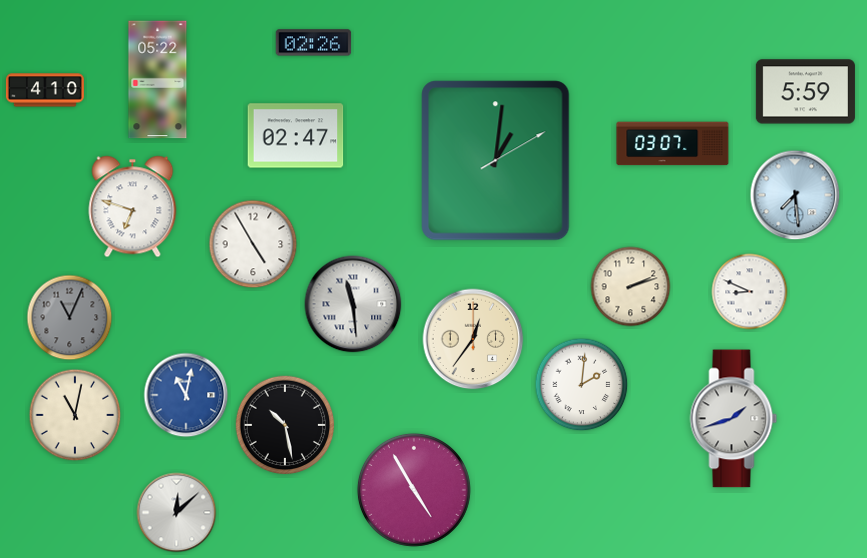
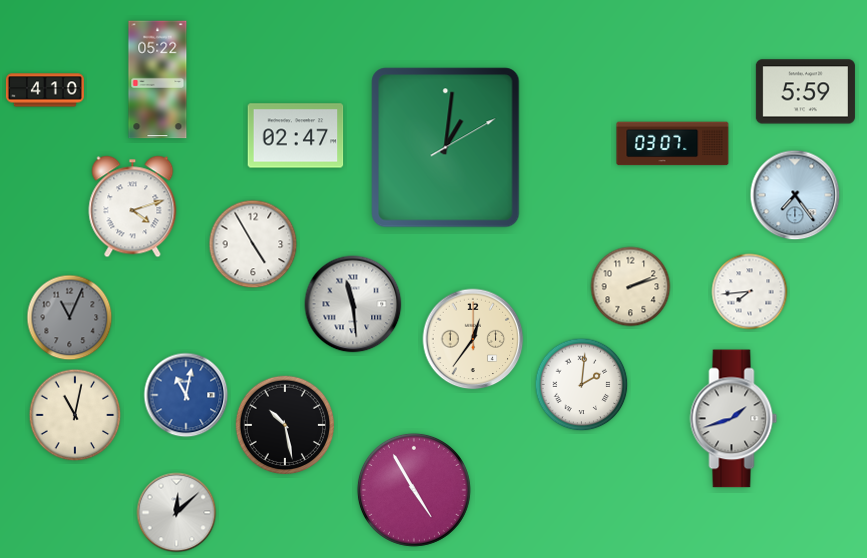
clock at (314, 43): 02:26 -> none
clock at (496, 161) position: (496, 161) -> (446, 148)
clock at (795, 195): 7:29 -> 7:24
clock at (133, 207): 6:48 -> 4:12
clock at (750, 292): 8:49 -> 7:44
